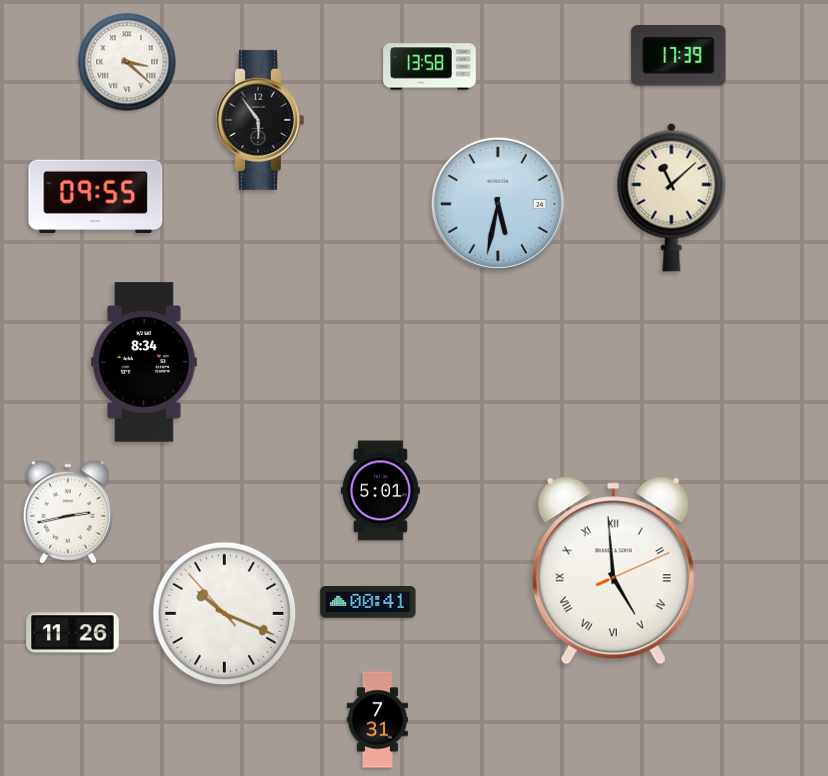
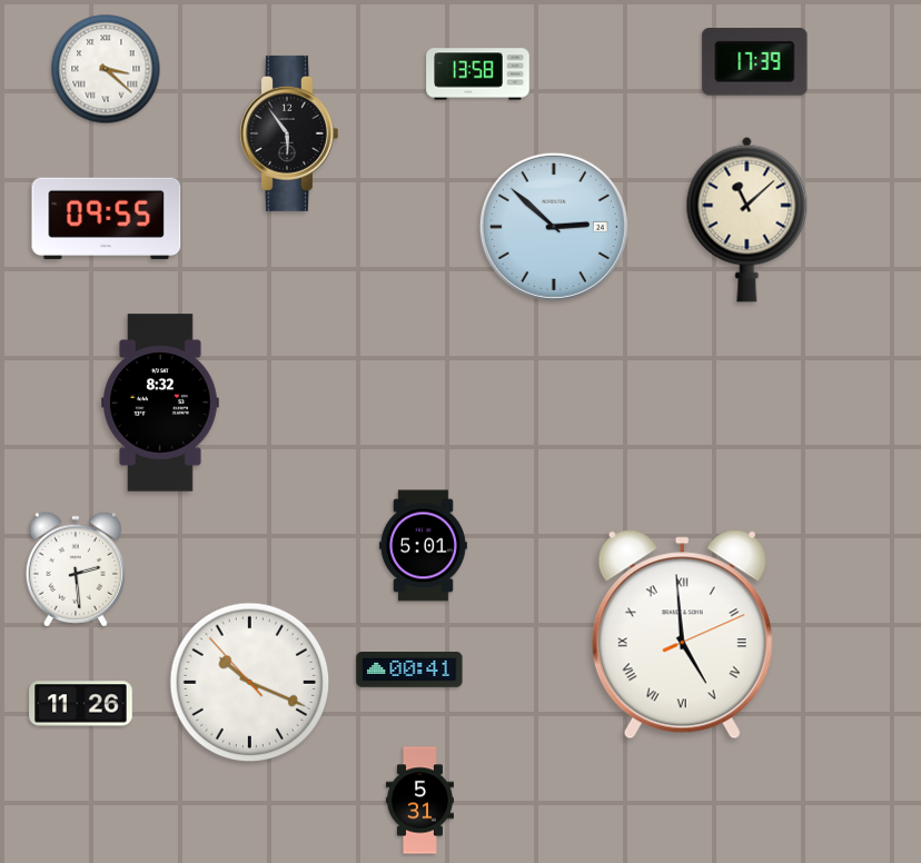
clock at (127, 62) position: (127, 62) -> (106, 69)
clock at (498, 204): 5:32 -> 2:52
clock at (144, 362): 8:34 -> 8:32
clock at (68, 512): 2:43 -> 2:29
clock at (377, 720): 7:31 -> 5:31
